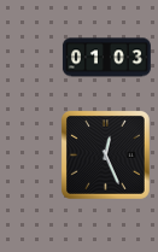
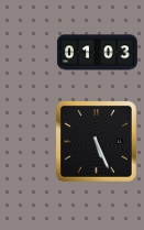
clock at (105, 154): 12:26 -> 5:26
